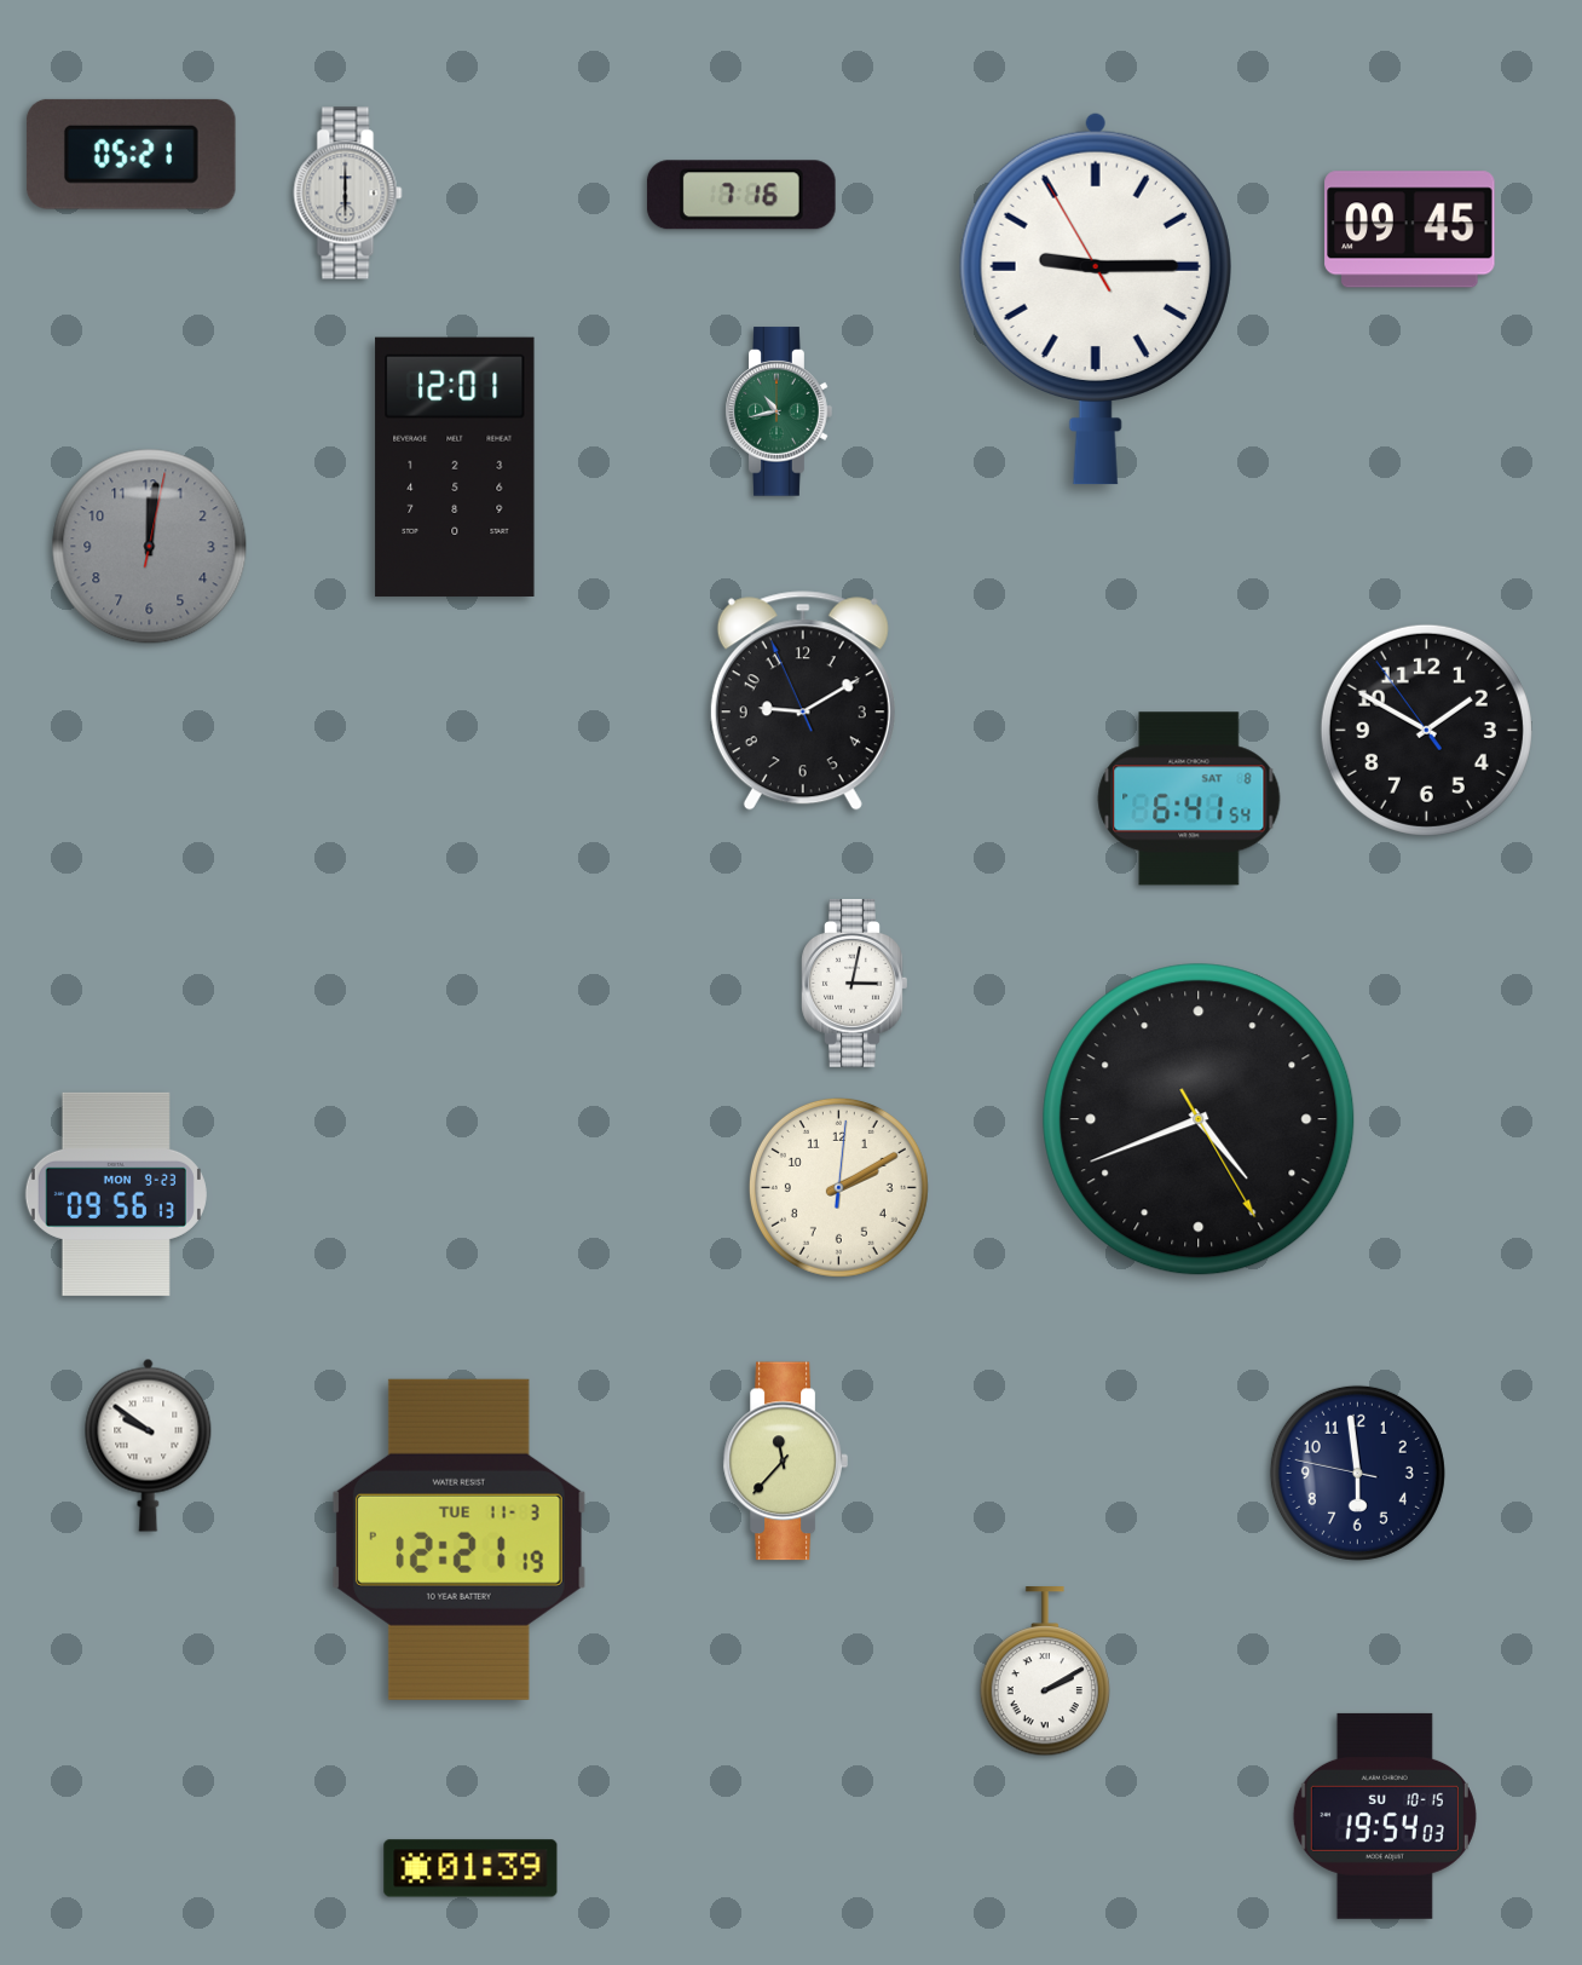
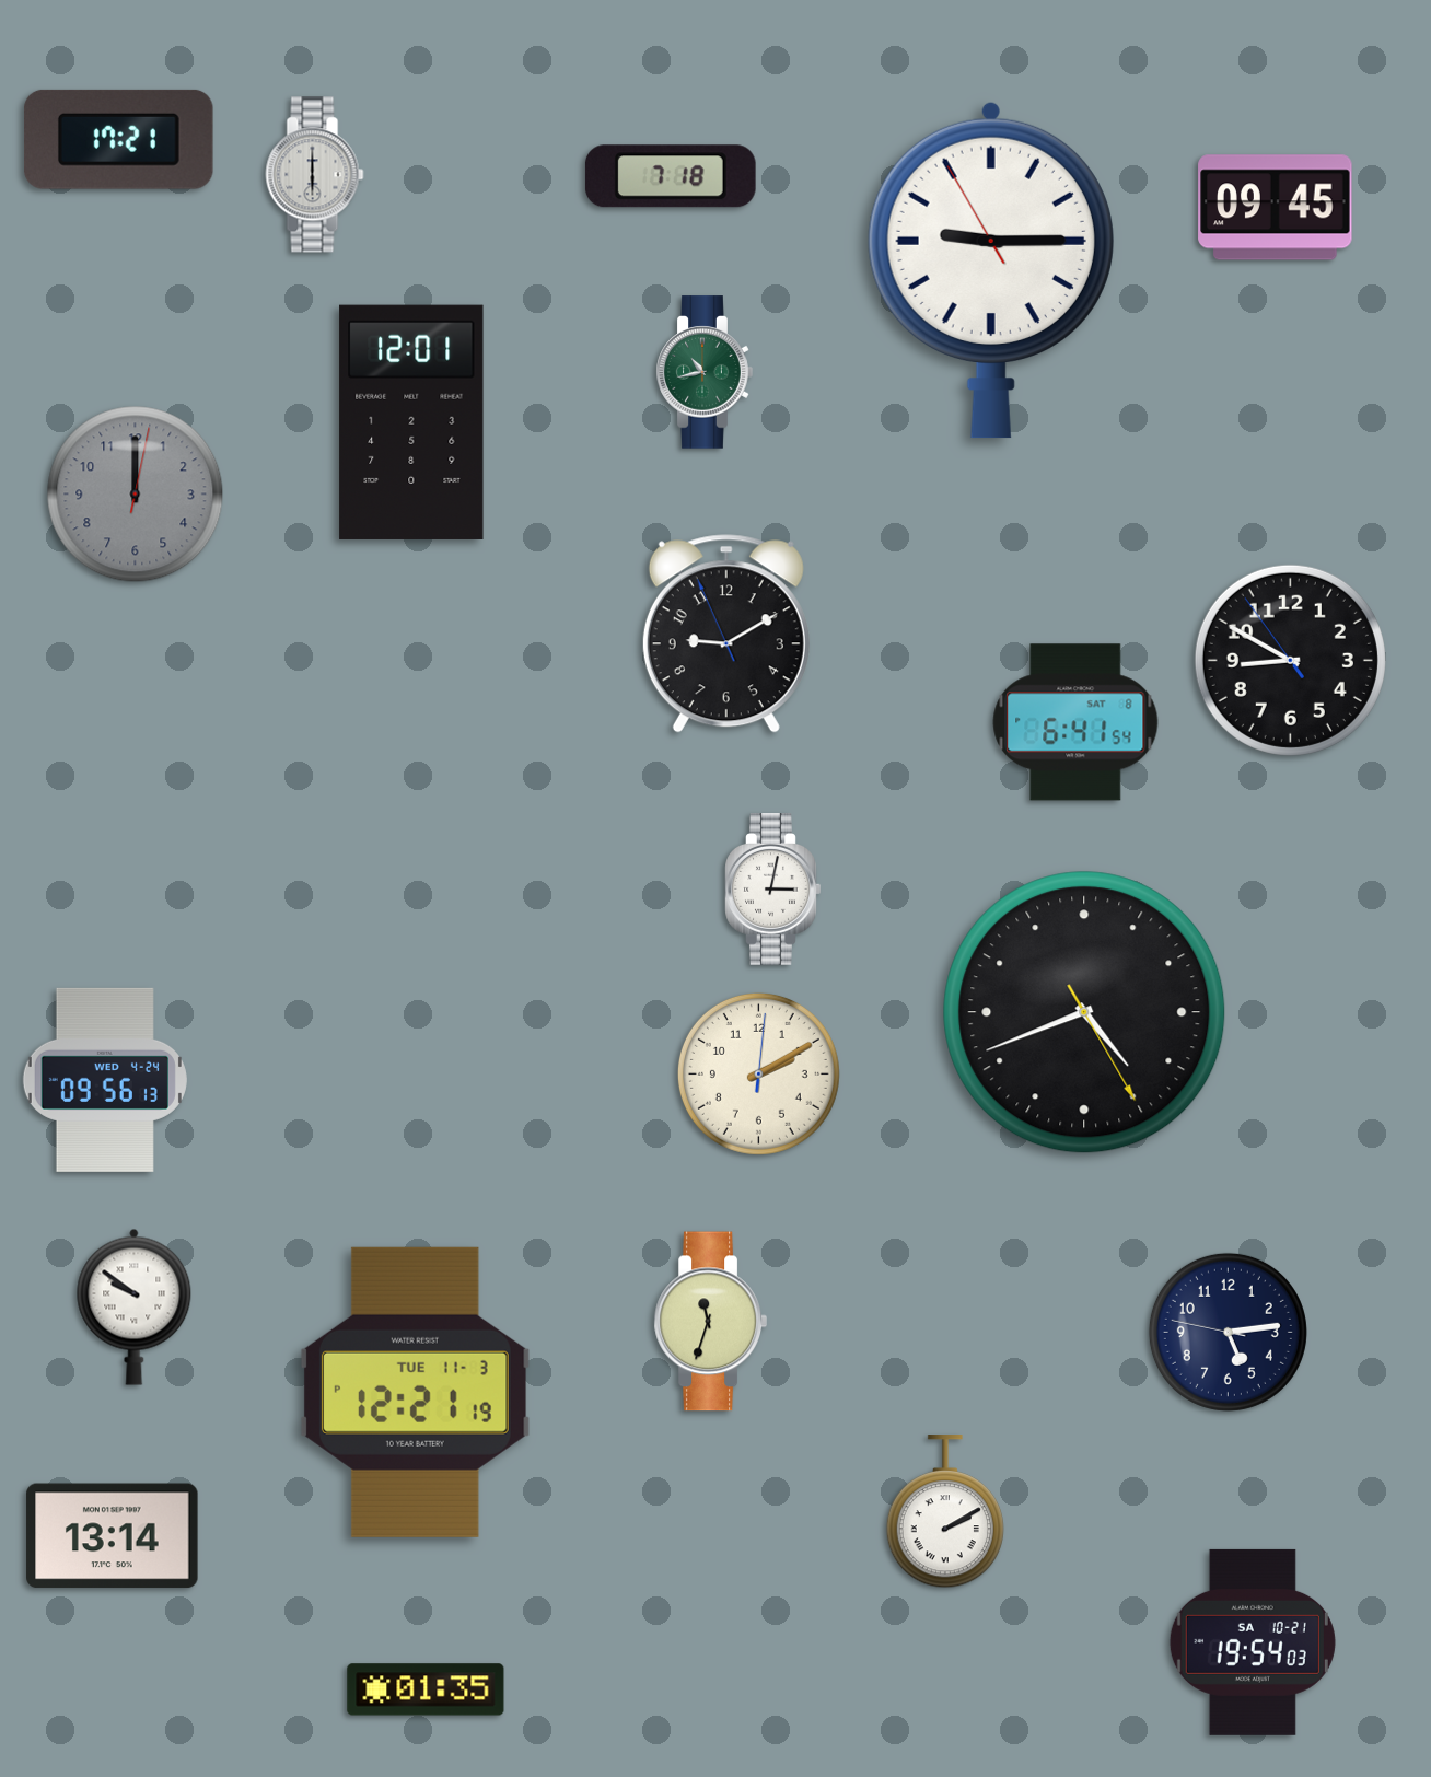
clock at (131, 154): 05:21 -> 17:21
clock at (741, 195): 7:16 -> 7:18
clock at (150, 547): 12:01 -> 12:00
clock at (1426, 730): 1:49 -> 8:49
clock at (116, 1194) date: MON 9-23 -> WED 4-24
clock at (785, 1462): 11:37 -> 11:33
clock at (1357, 1473): 5:58 -> 5:13
clock at (113, 1536): none -> 13:14
clock at (1385, 1816) date: SU 10-15 -> SA 10-21
clock at (470, 1868): 01:39 -> 01:35
